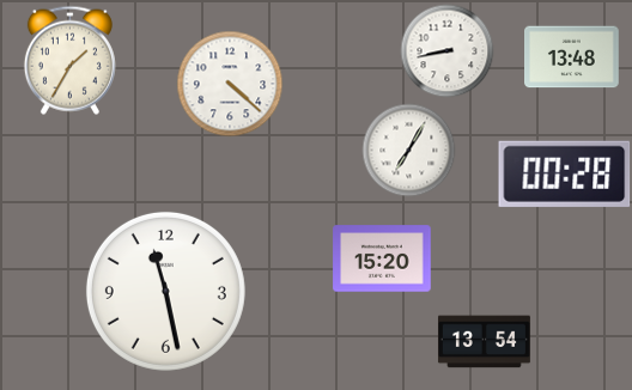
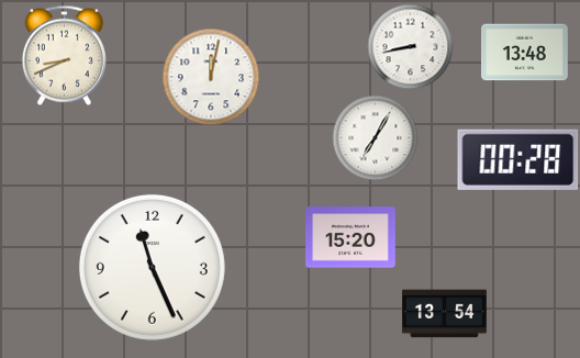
clock at (69, 60): 1:35 -> 8:41
clock at (230, 84): 4:22 -> 12:02
clock at (165, 291): 11:28 -> 11:26
